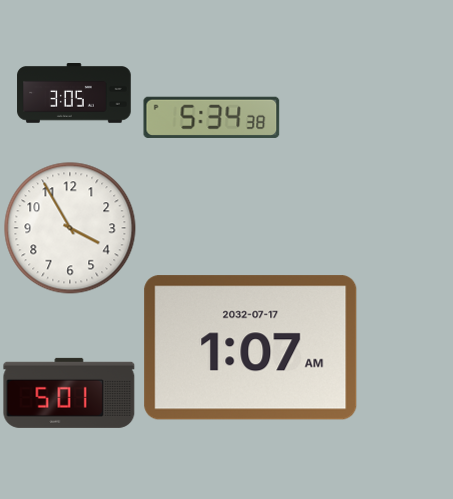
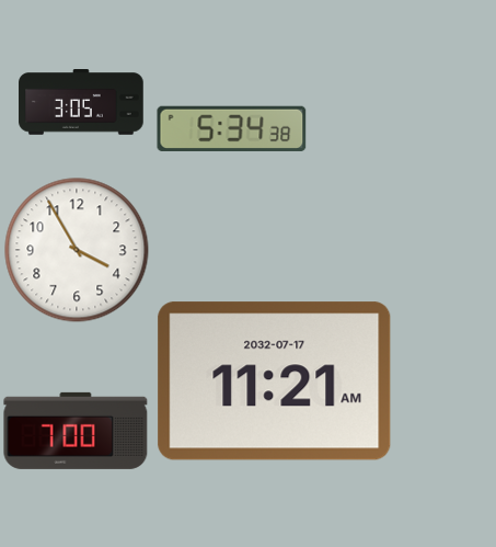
clock at (251, 348): 1:07 -> 11:21
clock at (69, 393): 5:01 -> 7:00
